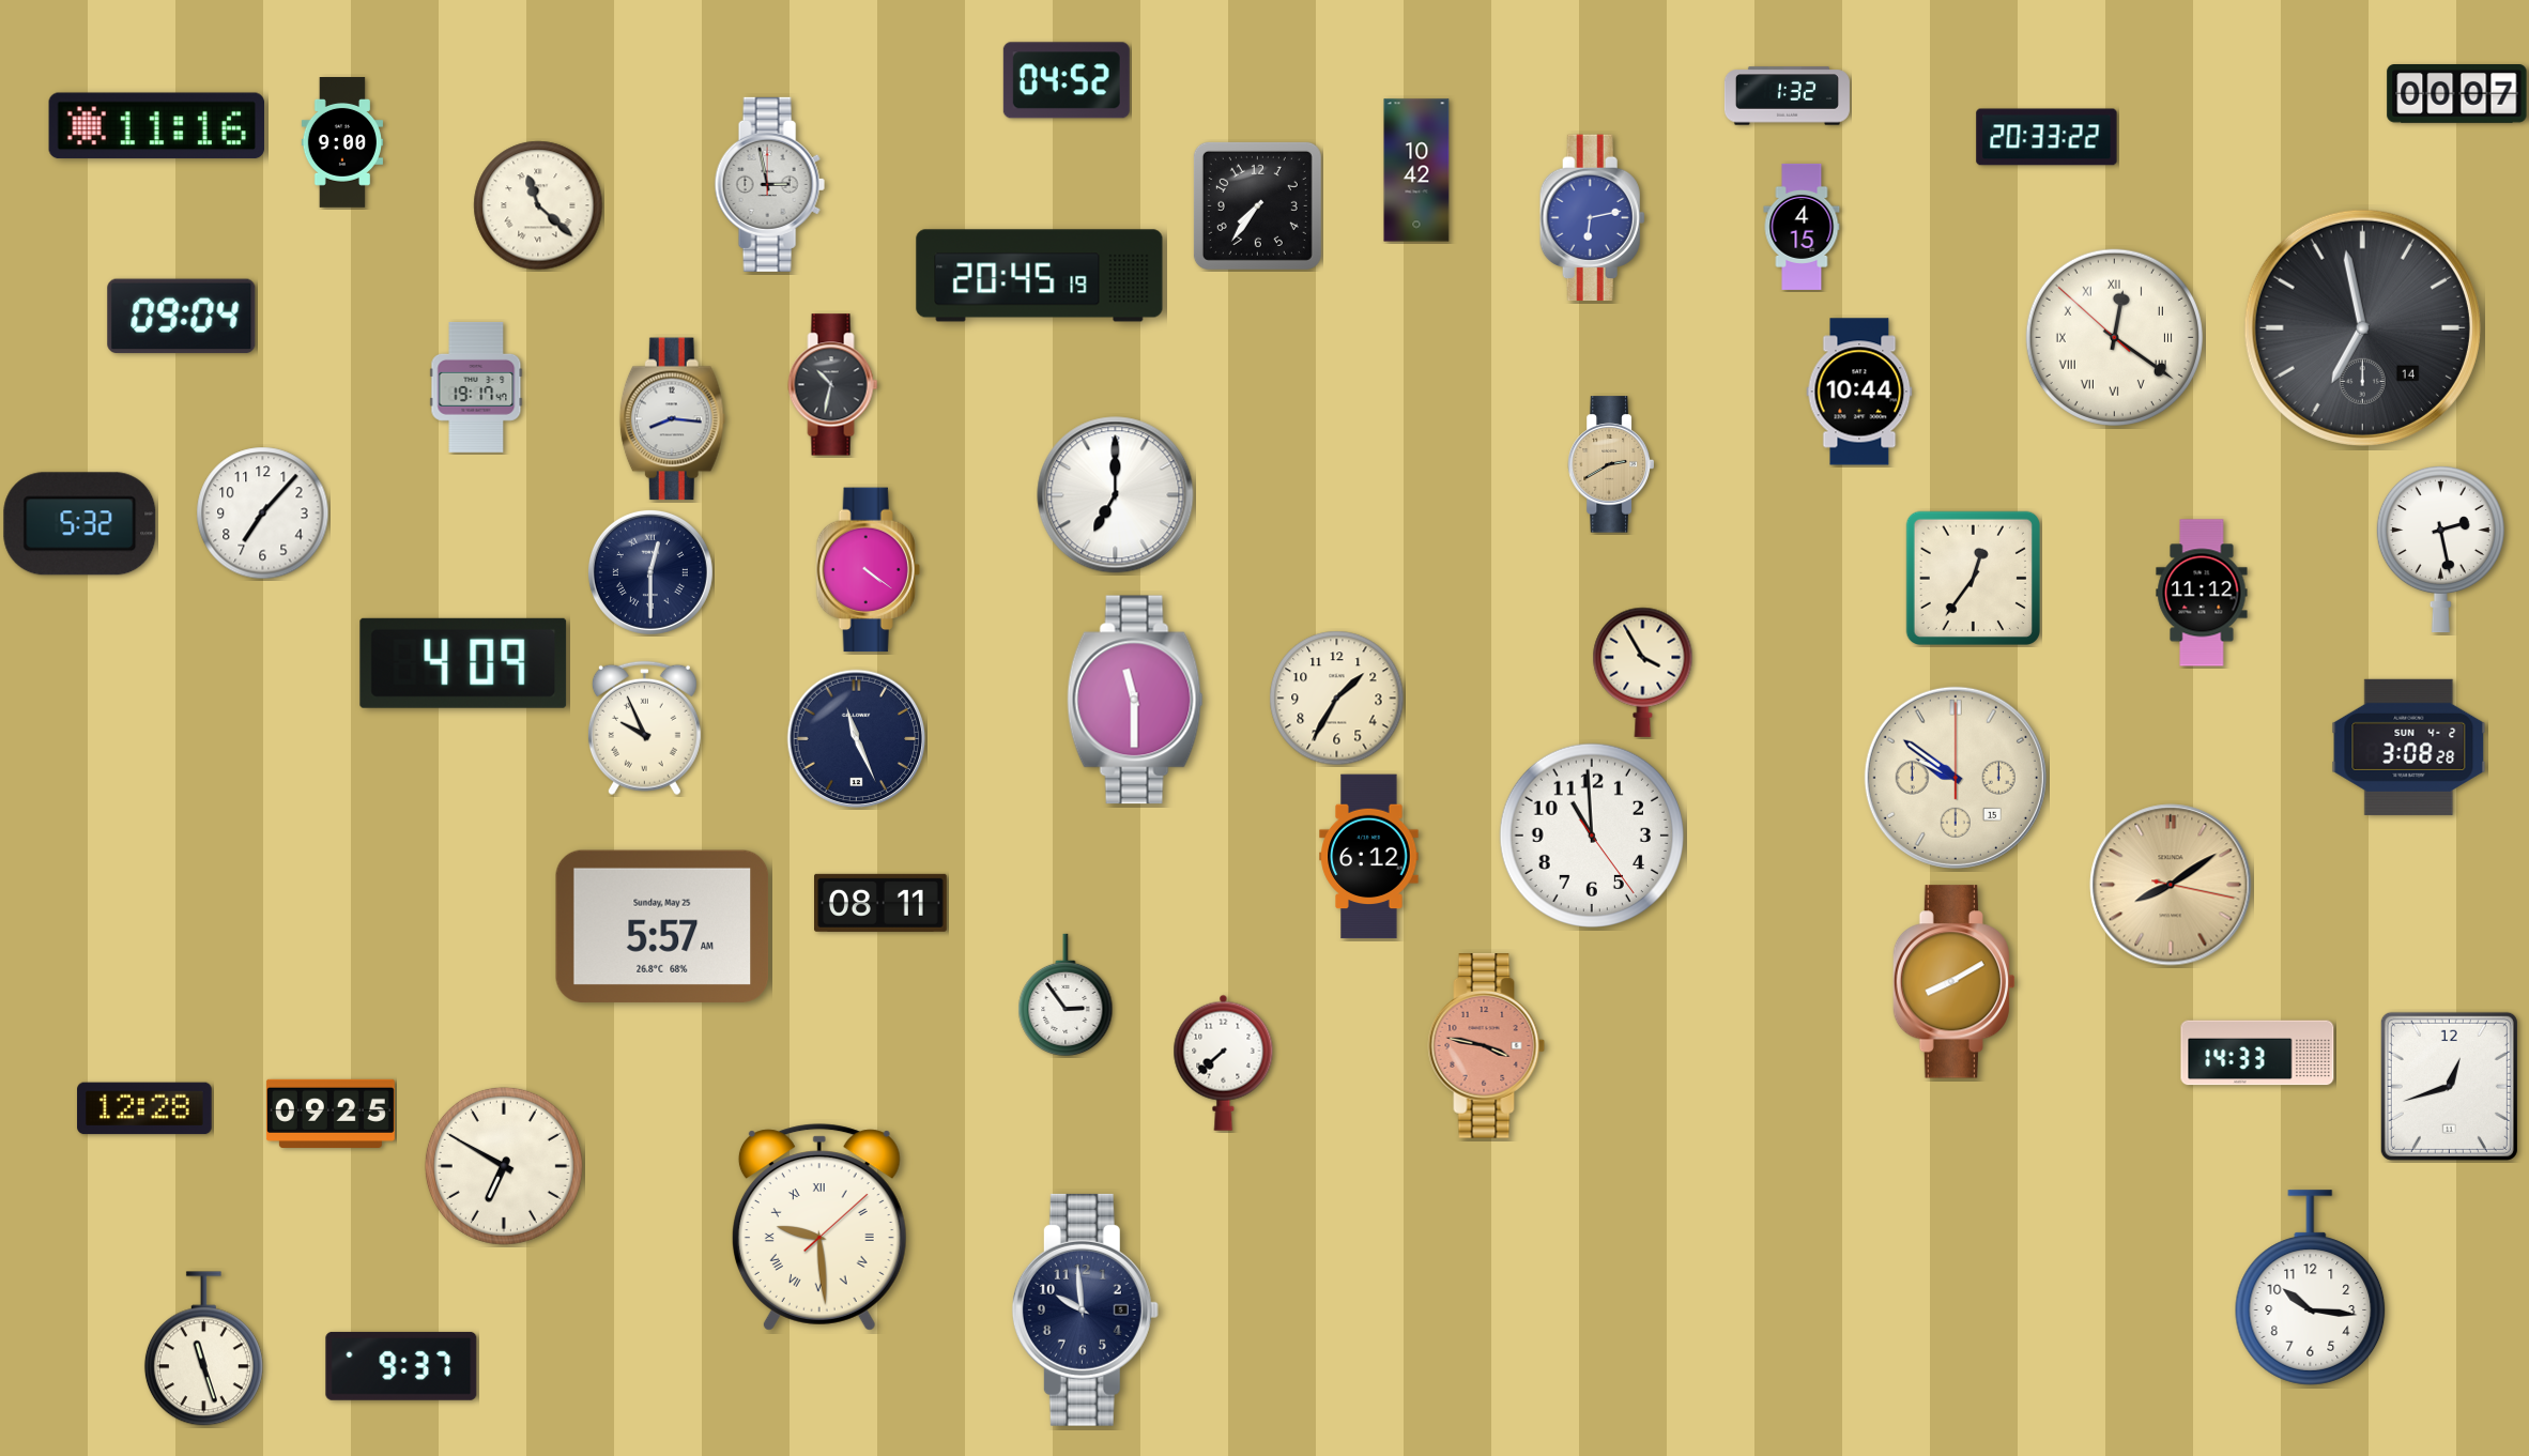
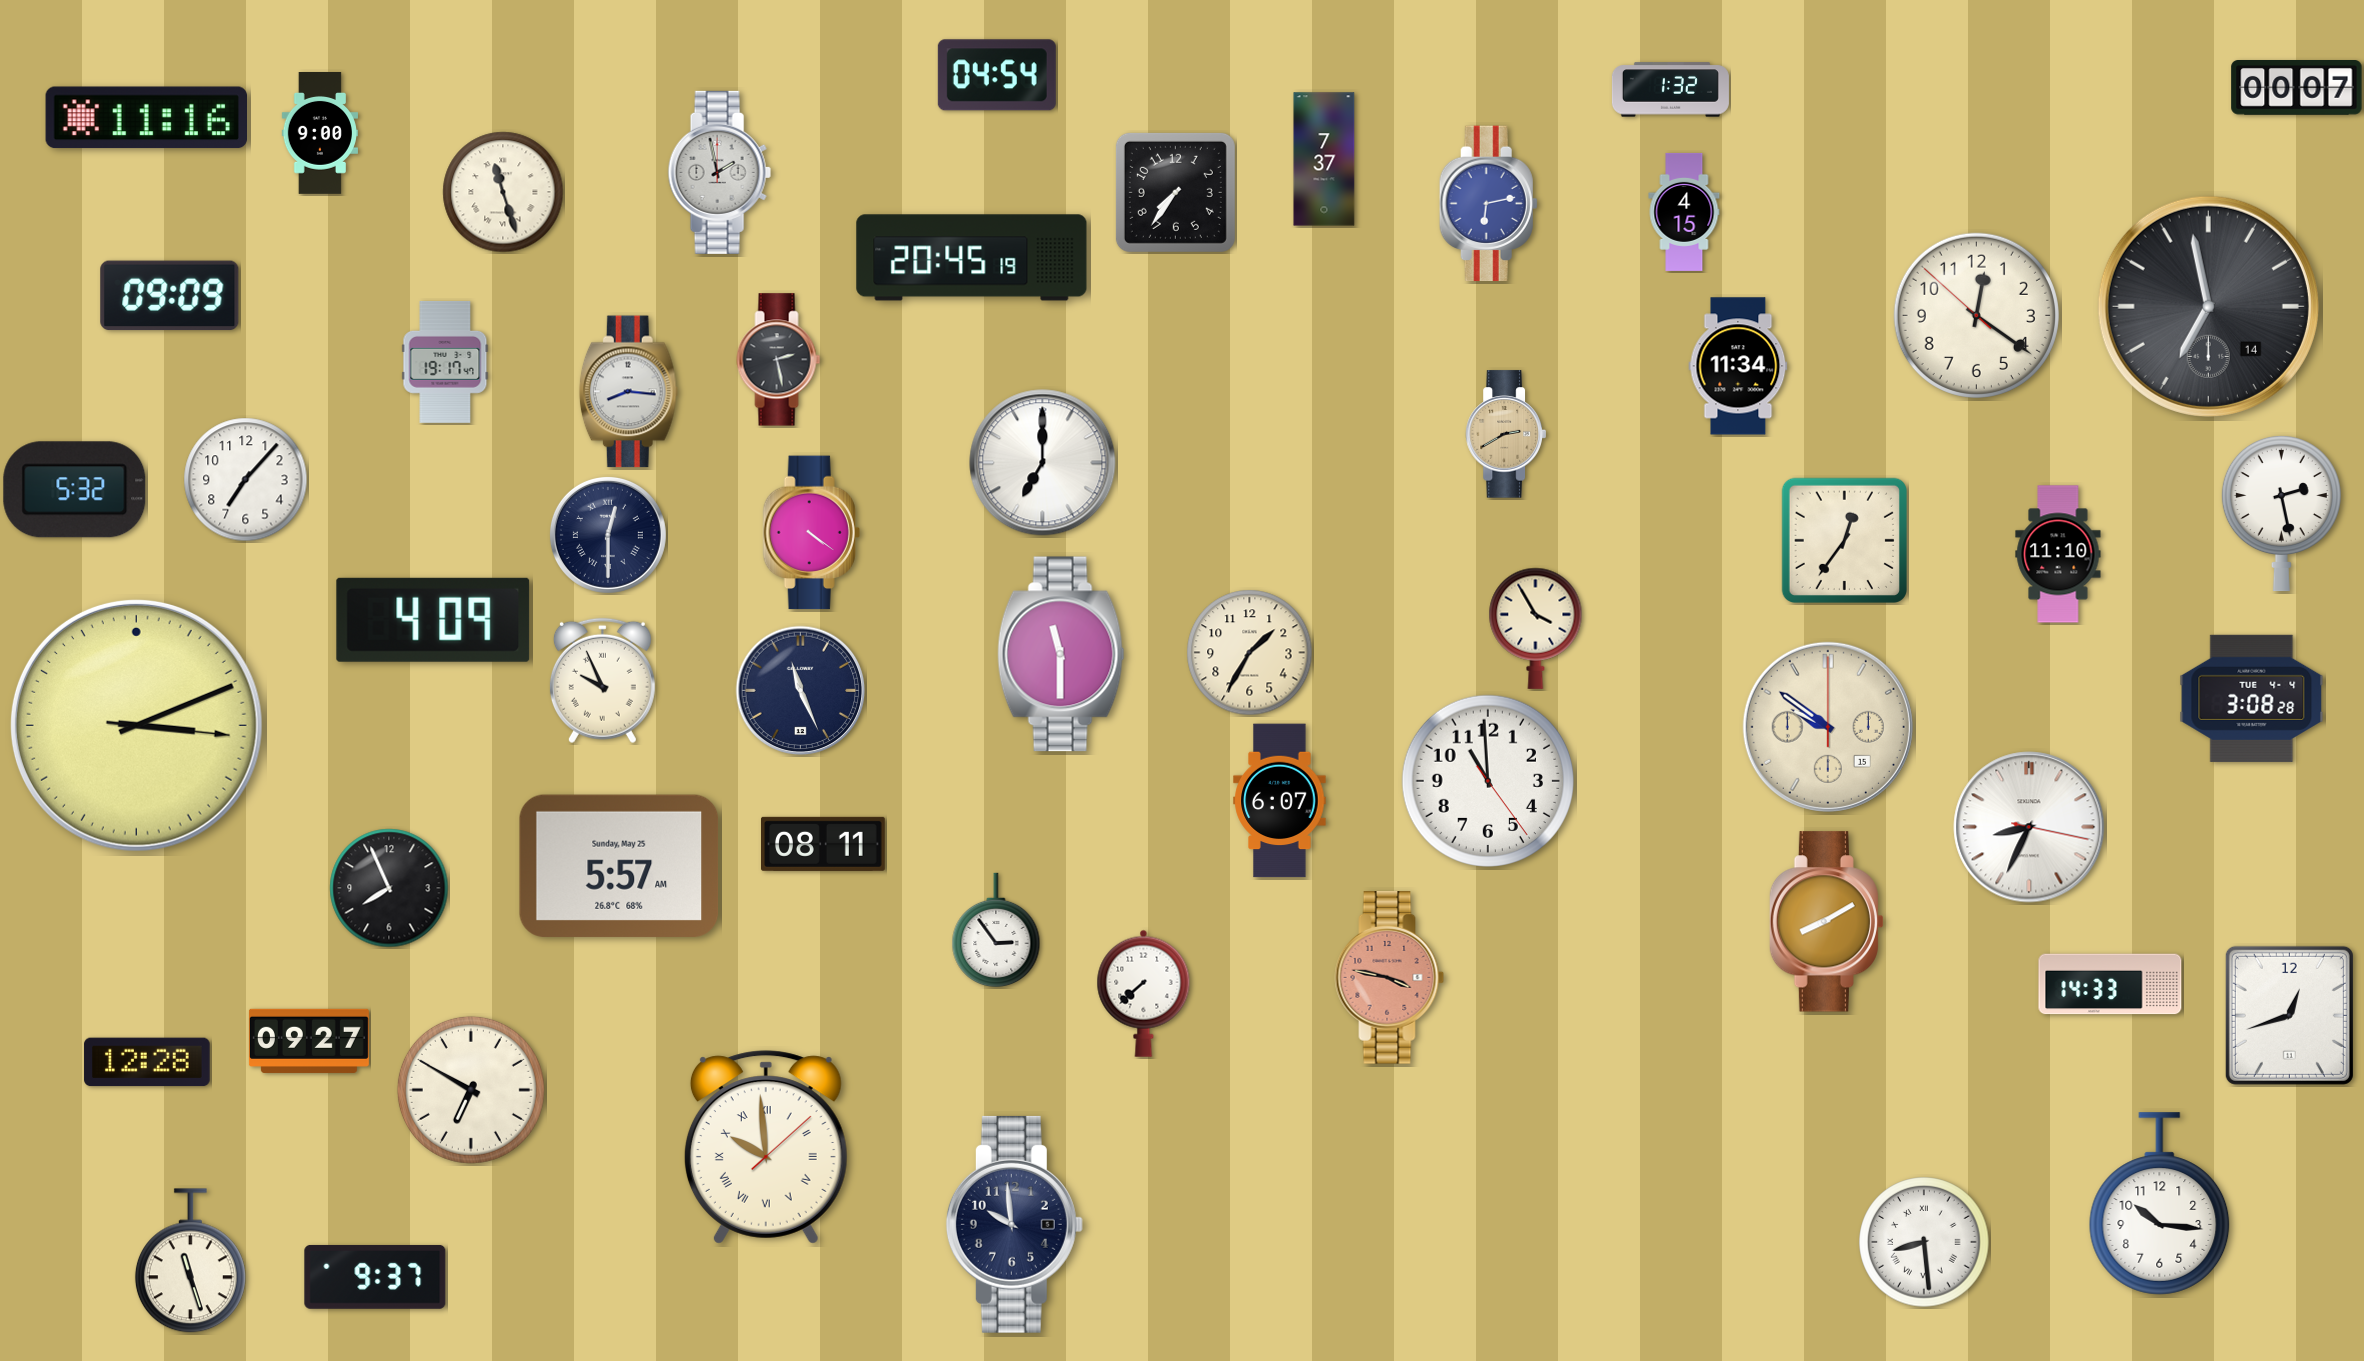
clock at (1067, 80): 04:52 -> 04:54
clock at (2047, 137): 20:33 -> none
clock at (1416, 170): 10:42 -> 7:37
clock at (769, 184): 2:58 -> 1:58
clock at (538, 205): 11:22 -> 11:27
clock at (182, 317): 09:04 -> 09:09
clock at (2114, 337) numerals: Roman -> Arabic
clock at (833, 385): 10:32 -> 2:28
clock at (1859, 392): 10:44 -> 11:34
clock at (2202, 593): 11:12 -> 11:10
clock at (2409, 747) date: SUN 4-2 -> TUE 4-4
clock at (136, 725): none -> 3:11
clock at (1369, 857): 6:12 -> 6:07
clock at (2171, 885): 8:09 -> 8:34
clock at (2171, 885) dial: champagne -> white
clock at (389, 888): none -> 7:56
clock at (1953, 982) position: (1953, 982) -> (1826, 922)
clock at (144, 1108) position: (144, 1108) -> (147, 1062)
clock at (331, 1114): 09:25 -> 09:27
clock at (819, 1227): 9:29 -> 9:59
clock at (1924, 1242): none -> 8:29
